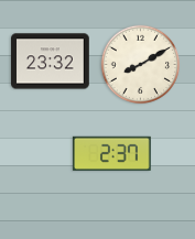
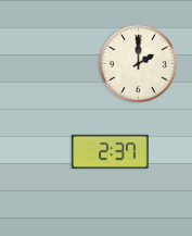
clock at (51, 62): 23:32 -> none
clock at (141, 65): 8:10 -> 2:00
